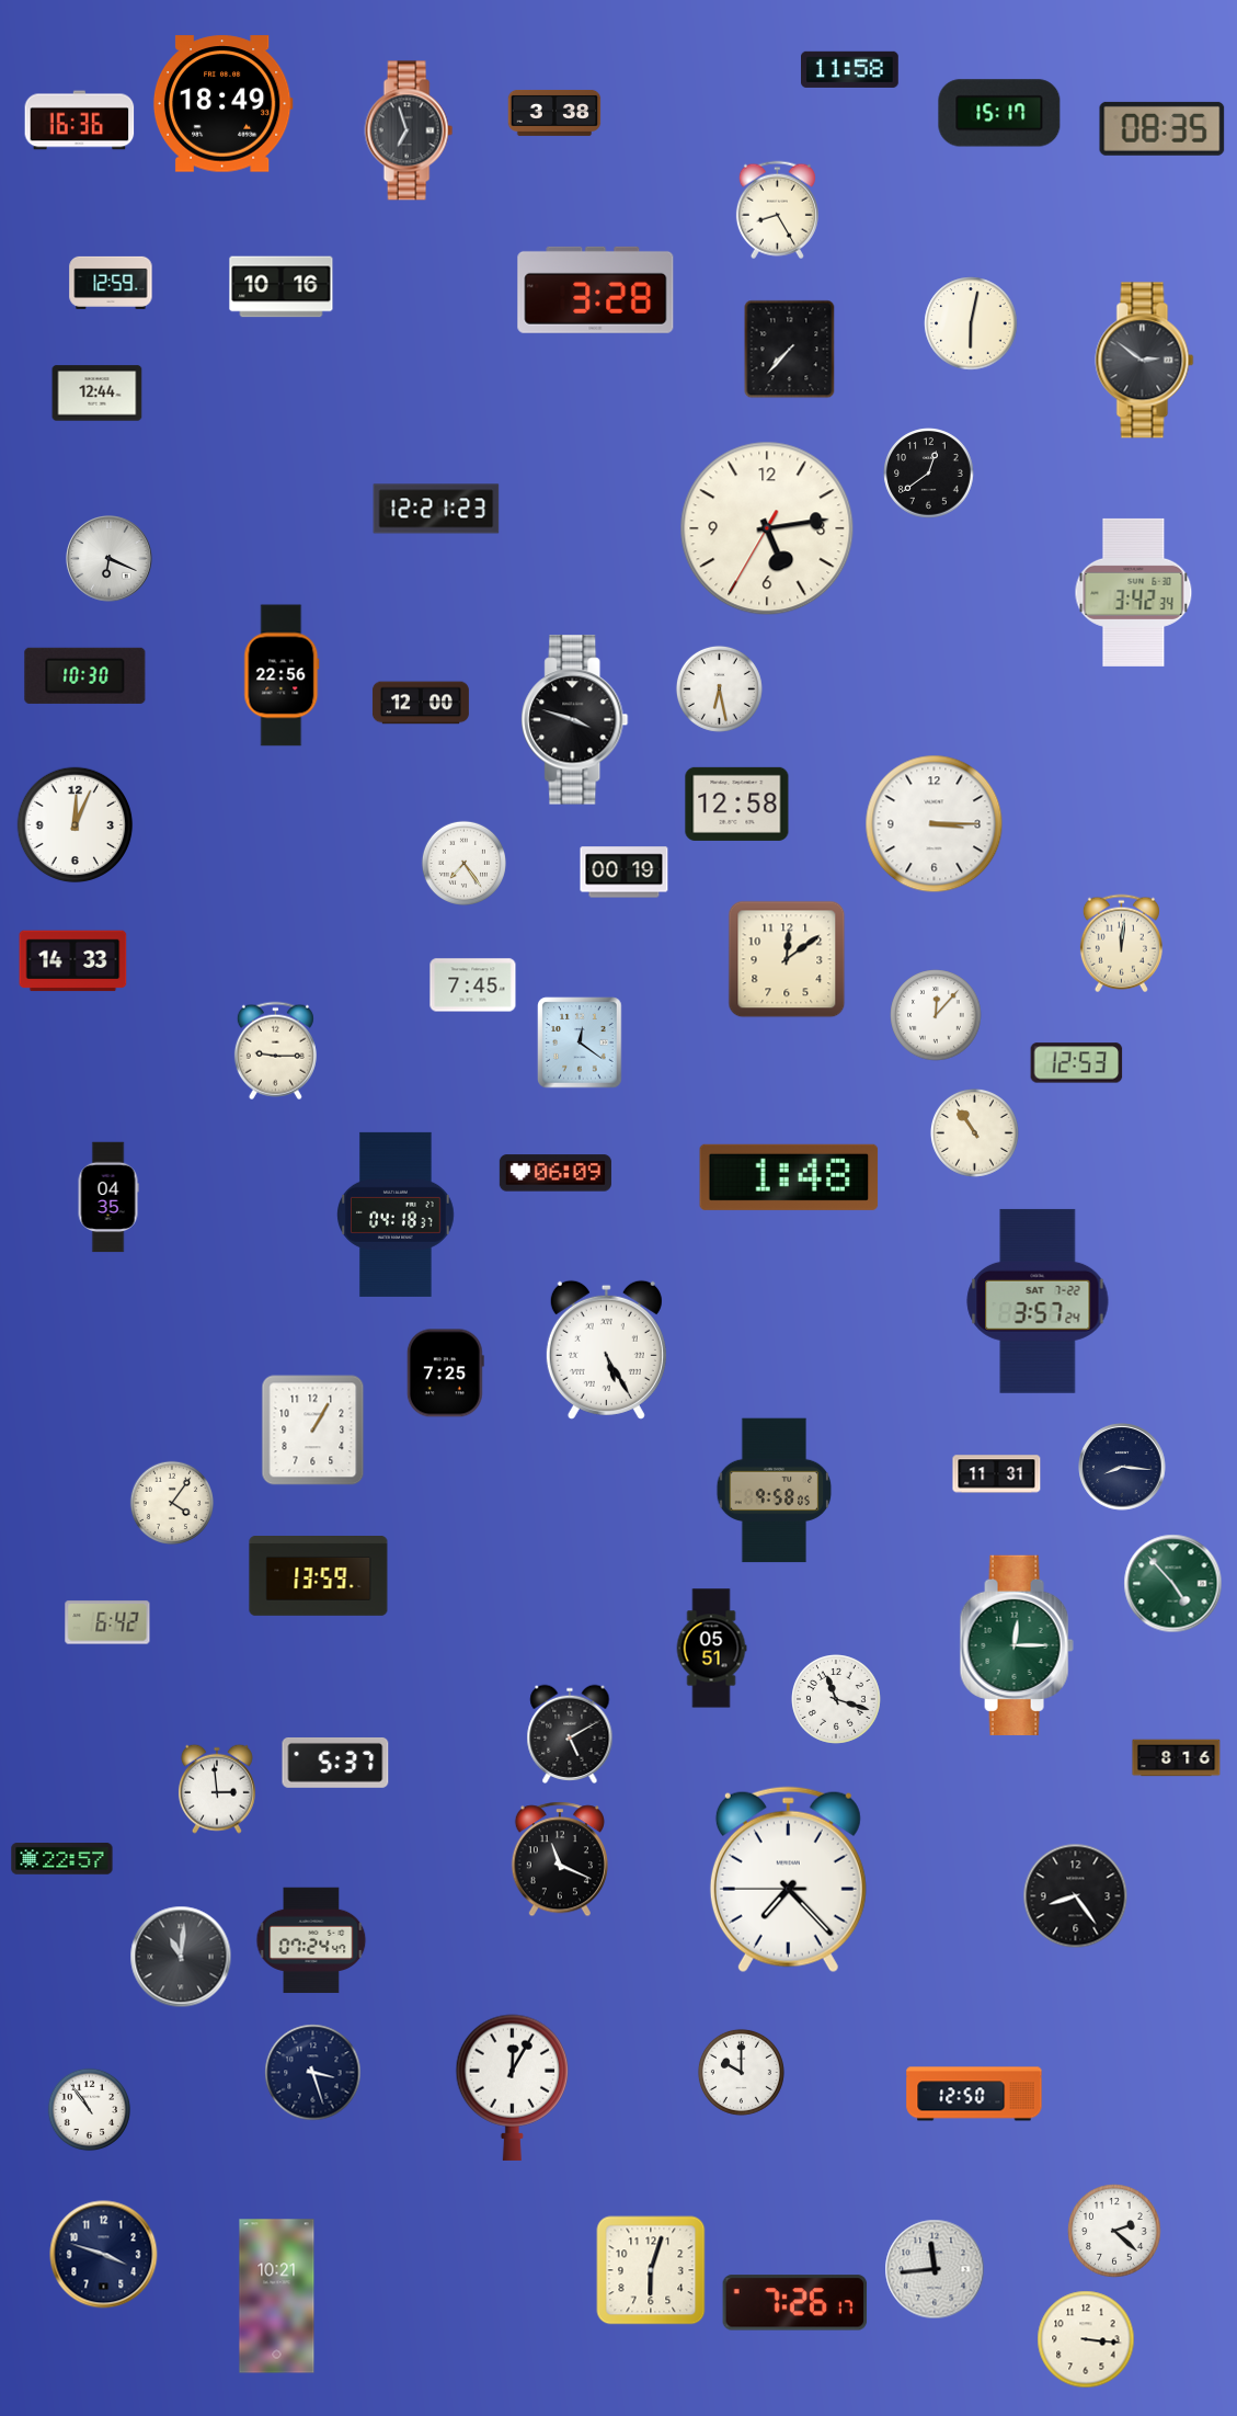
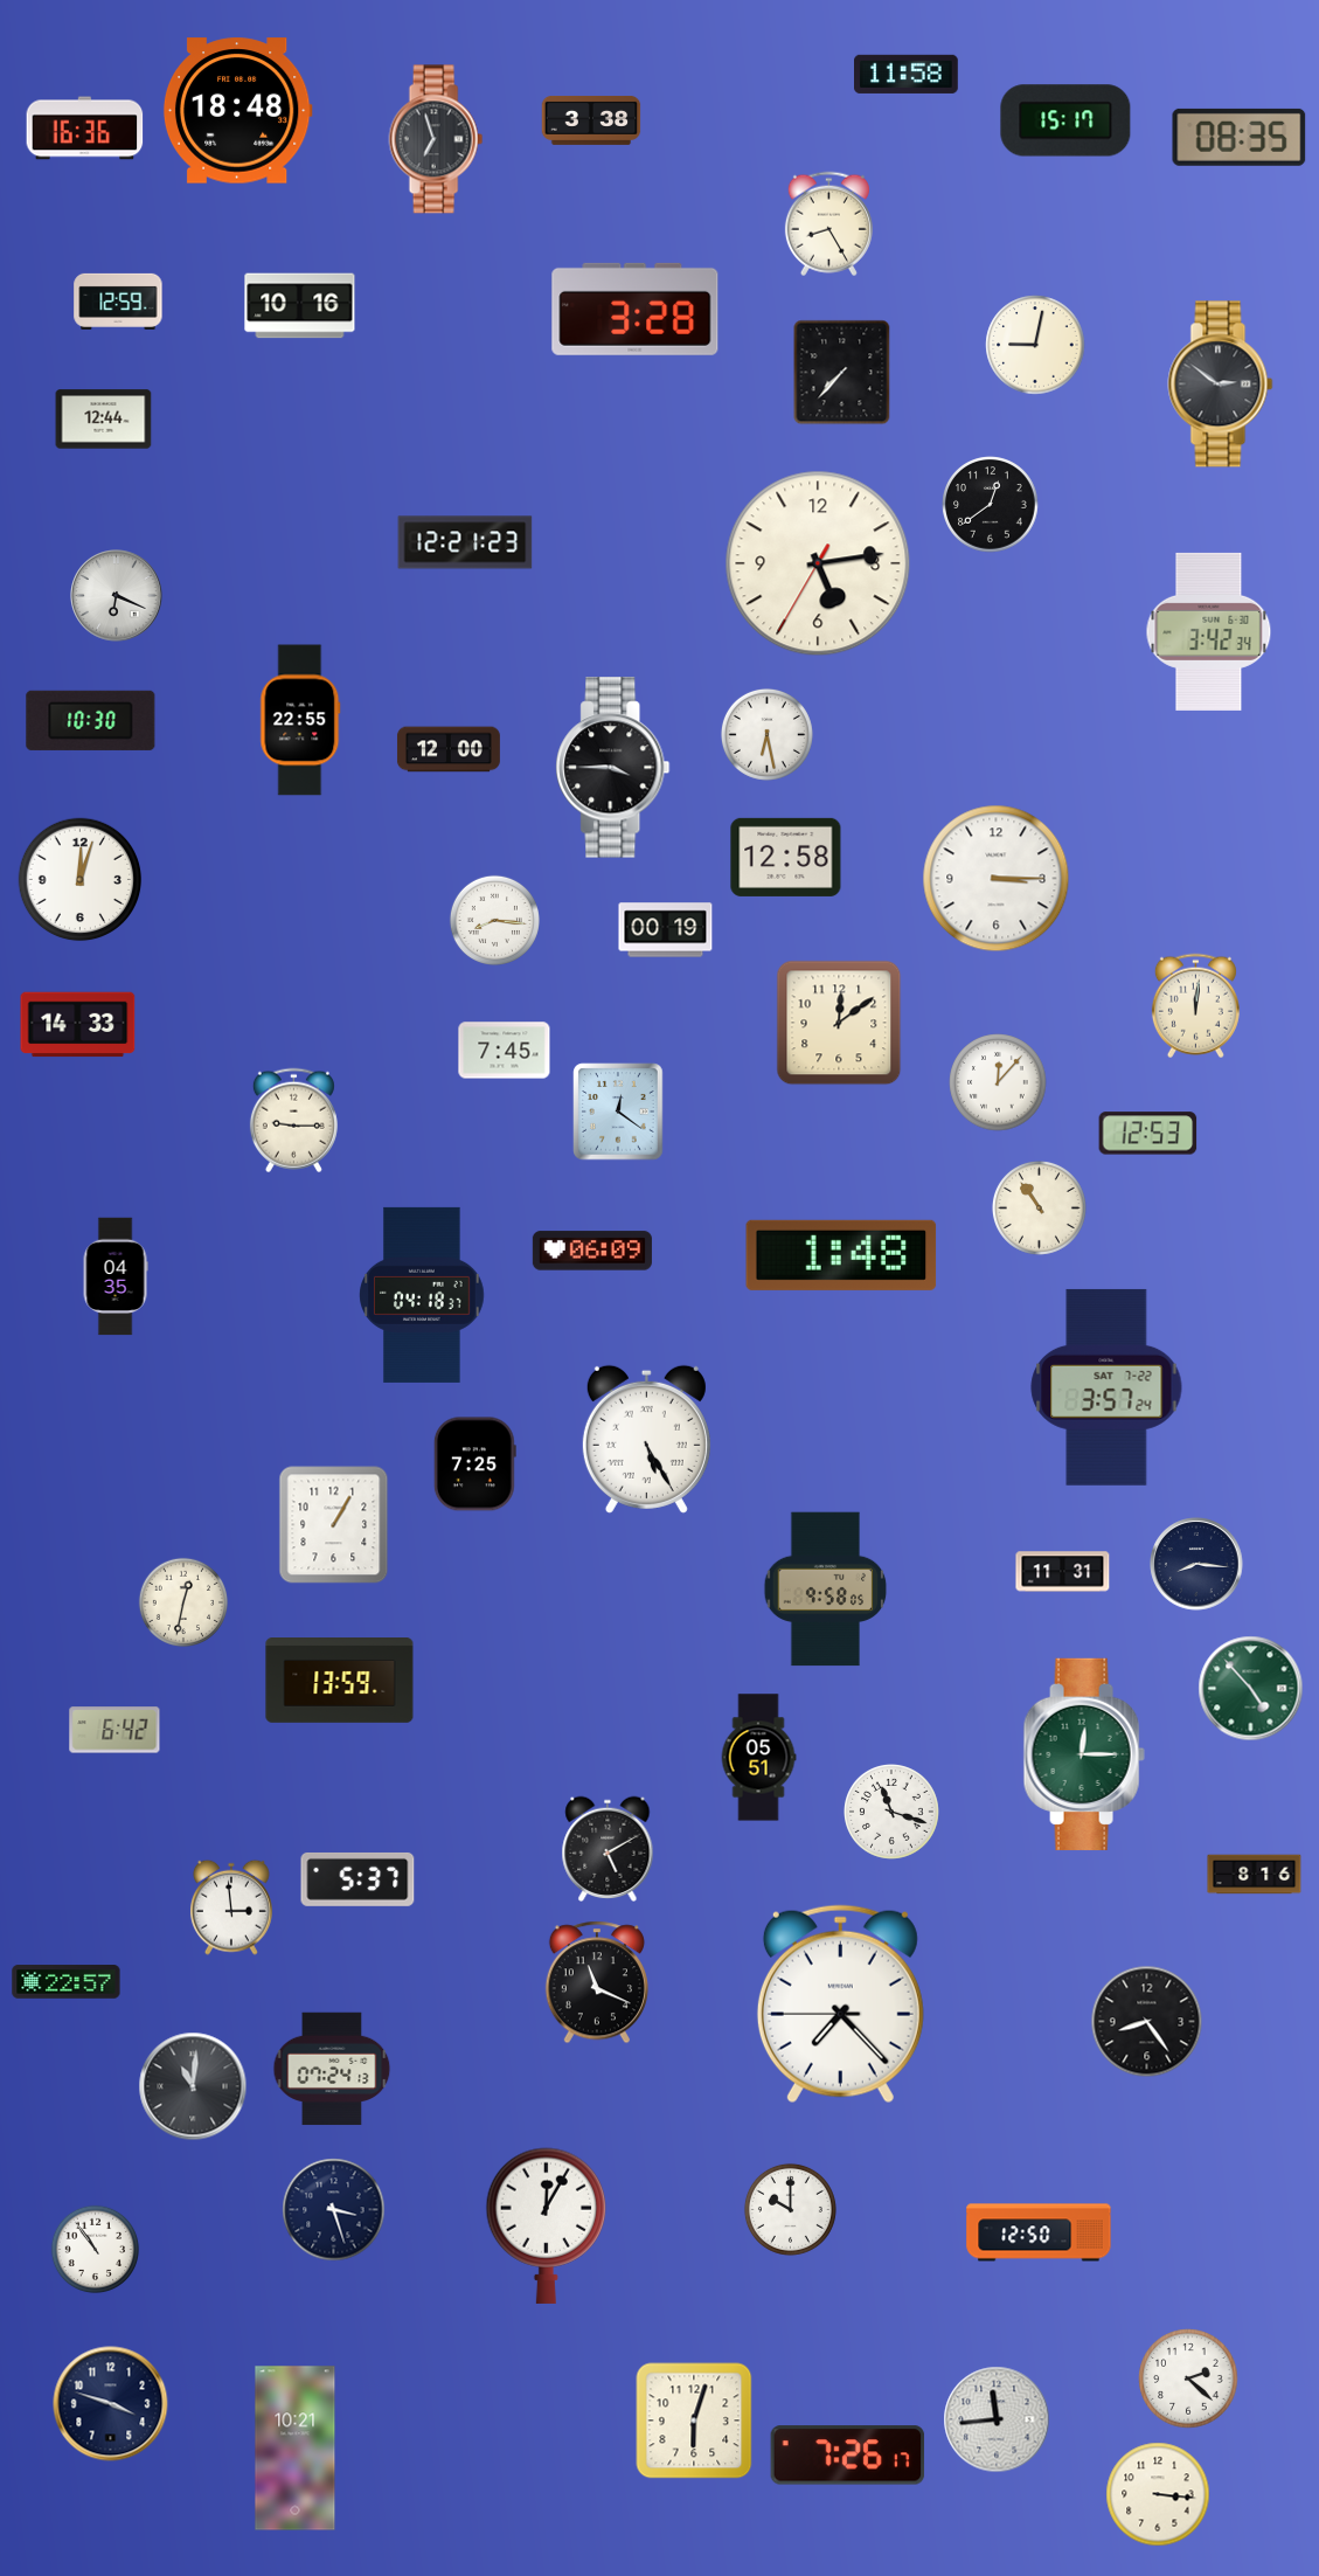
clock at (222, 104): 18:49 -> 18:48
clock at (971, 323): 6:02 -> 9:02
clock at (282, 675): 22:56 -> 22:55
clock at (575, 720): 3:48 -> 3:45
clock at (76, 825): 12:04 -> 12:03
clock at (463, 863): 7:24 -> 8:16
clock at (171, 1502): 4:06 -> 12:32
clock at (311, 1940): 07:24:47 -> 07:24:13
